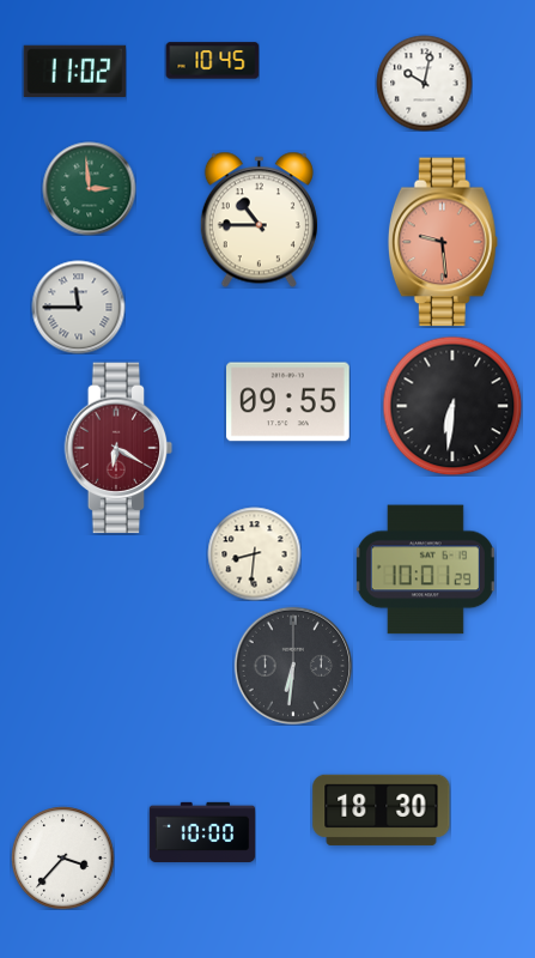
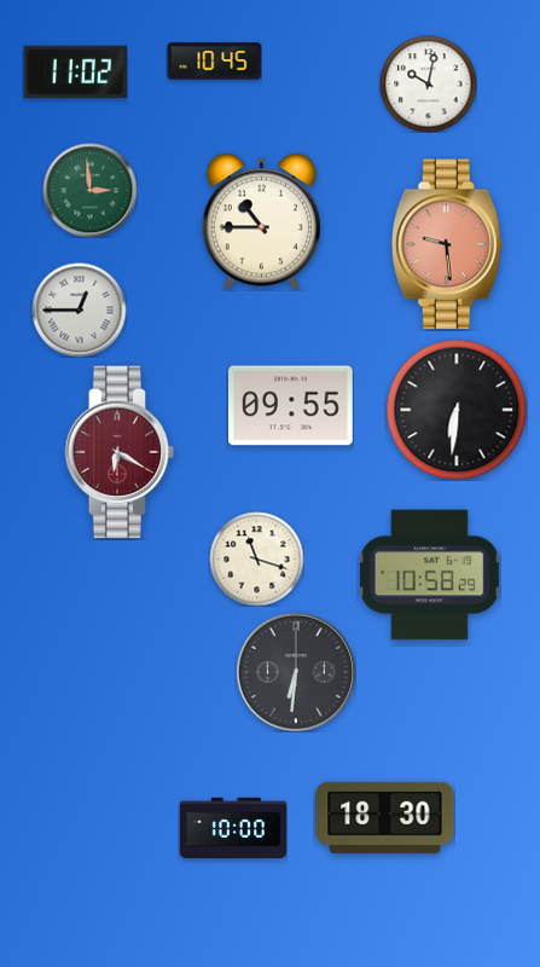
clock at (78, 307): 11:45 -> 12:45
clock at (254, 553): 8:31 -> 11:18
clock at (425, 570): 10:01 -> 10:58
clock at (202, 831) position: (202, 831) -> (233, 827)
clock at (62, 857): 3:37 -> none
